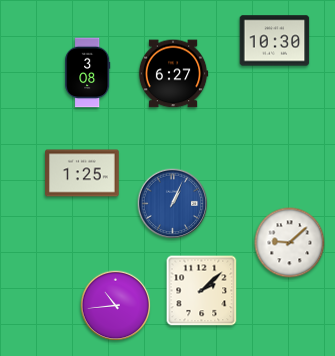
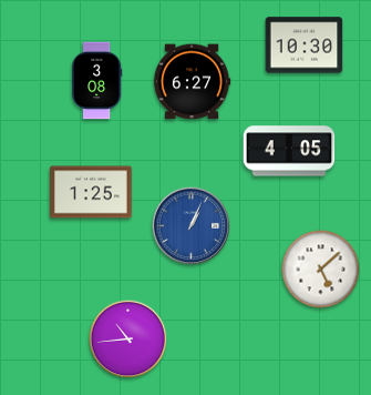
clock at (289, 151): none -> 4:05
clock at (290, 243): 9:08 -> 5:08
clock at (202, 291): 2:08 -> none
